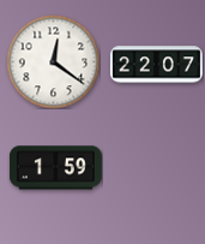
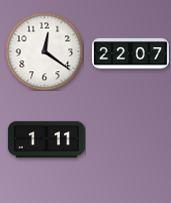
clock at (55, 168): 1:59 -> 1:11
